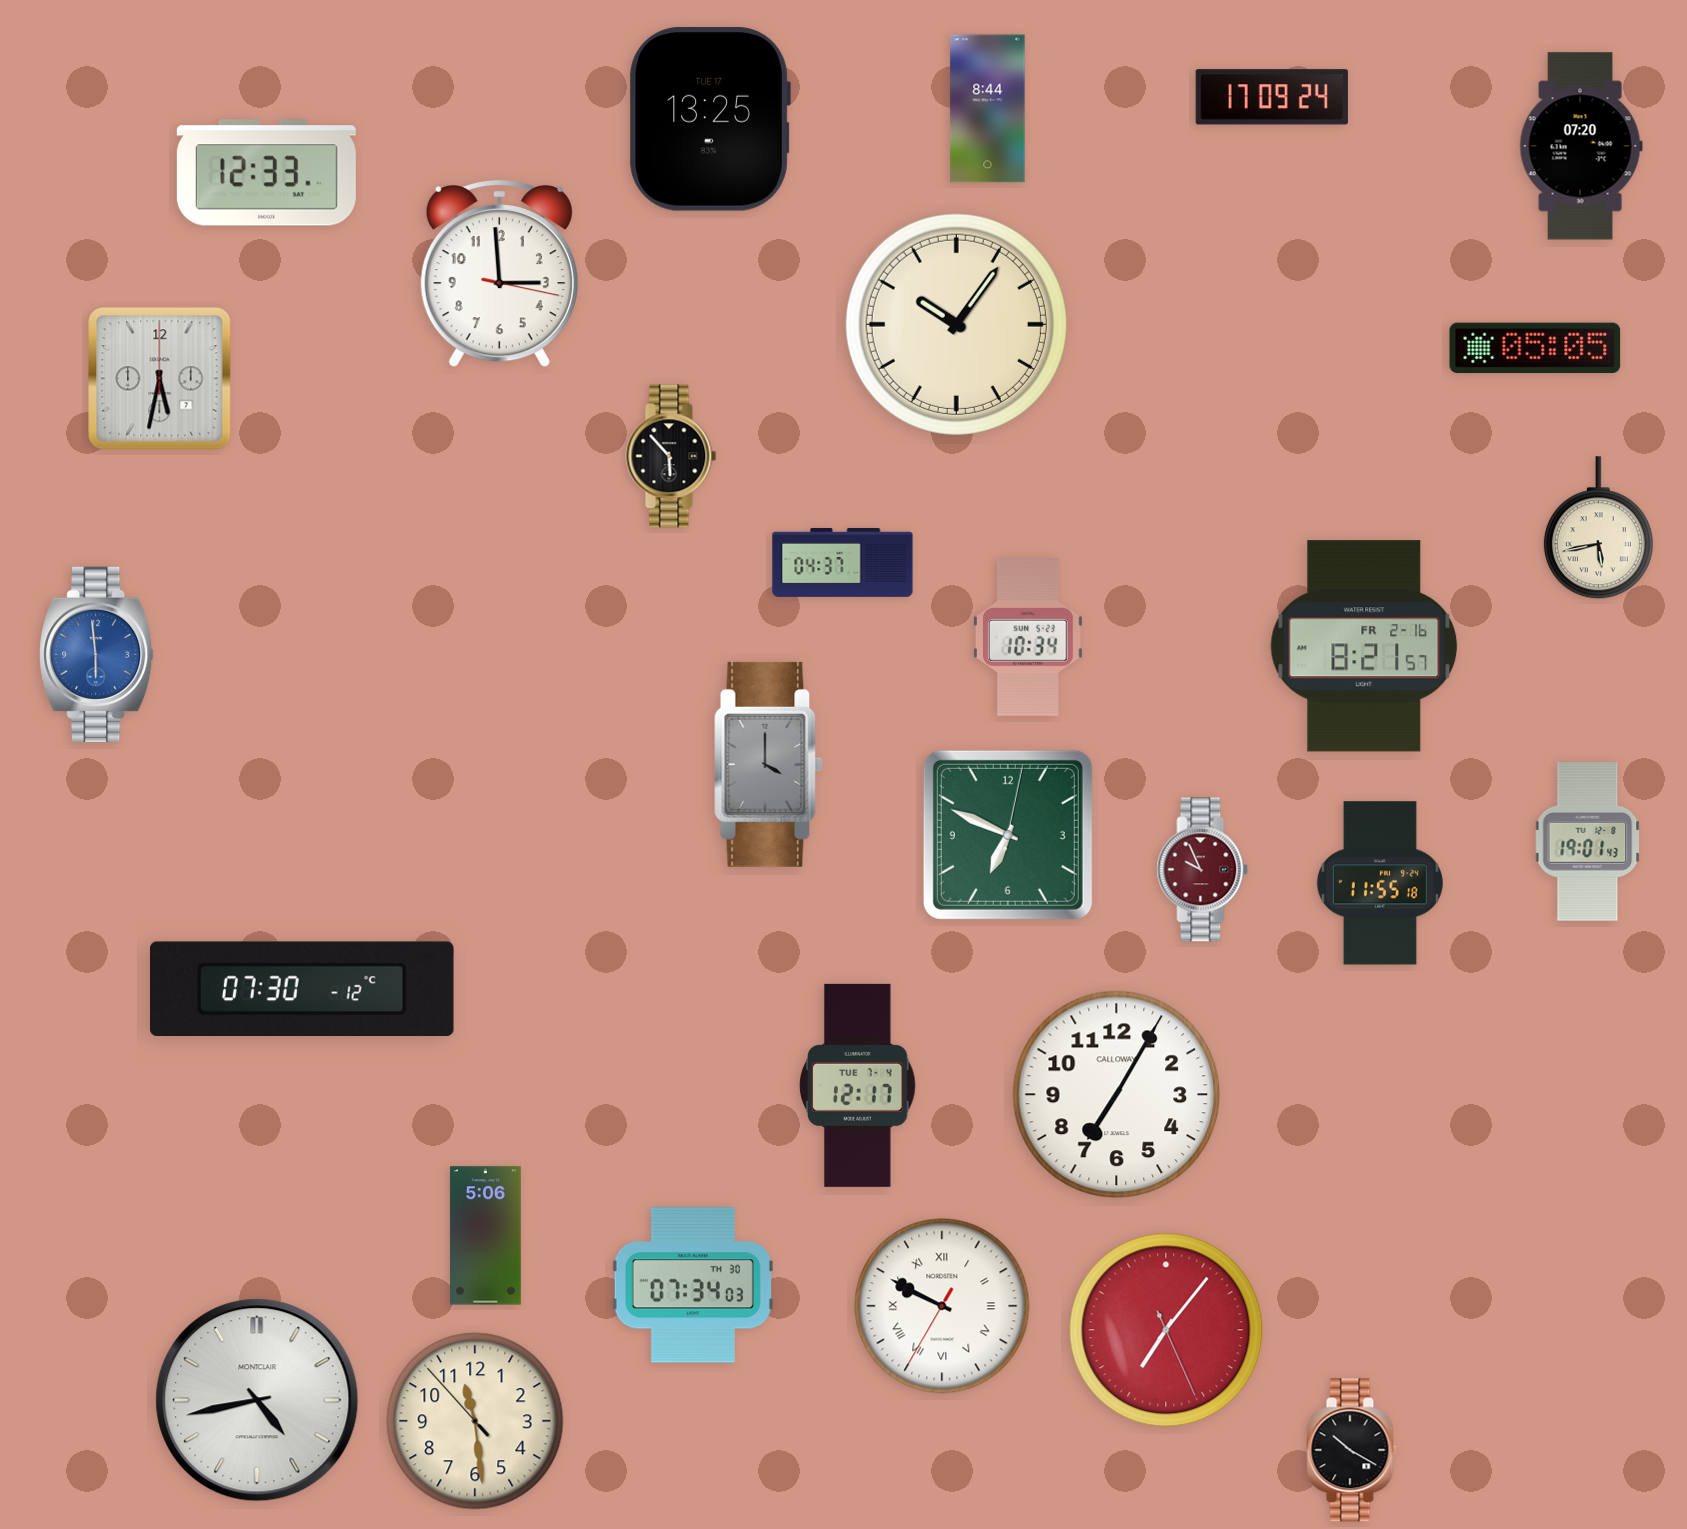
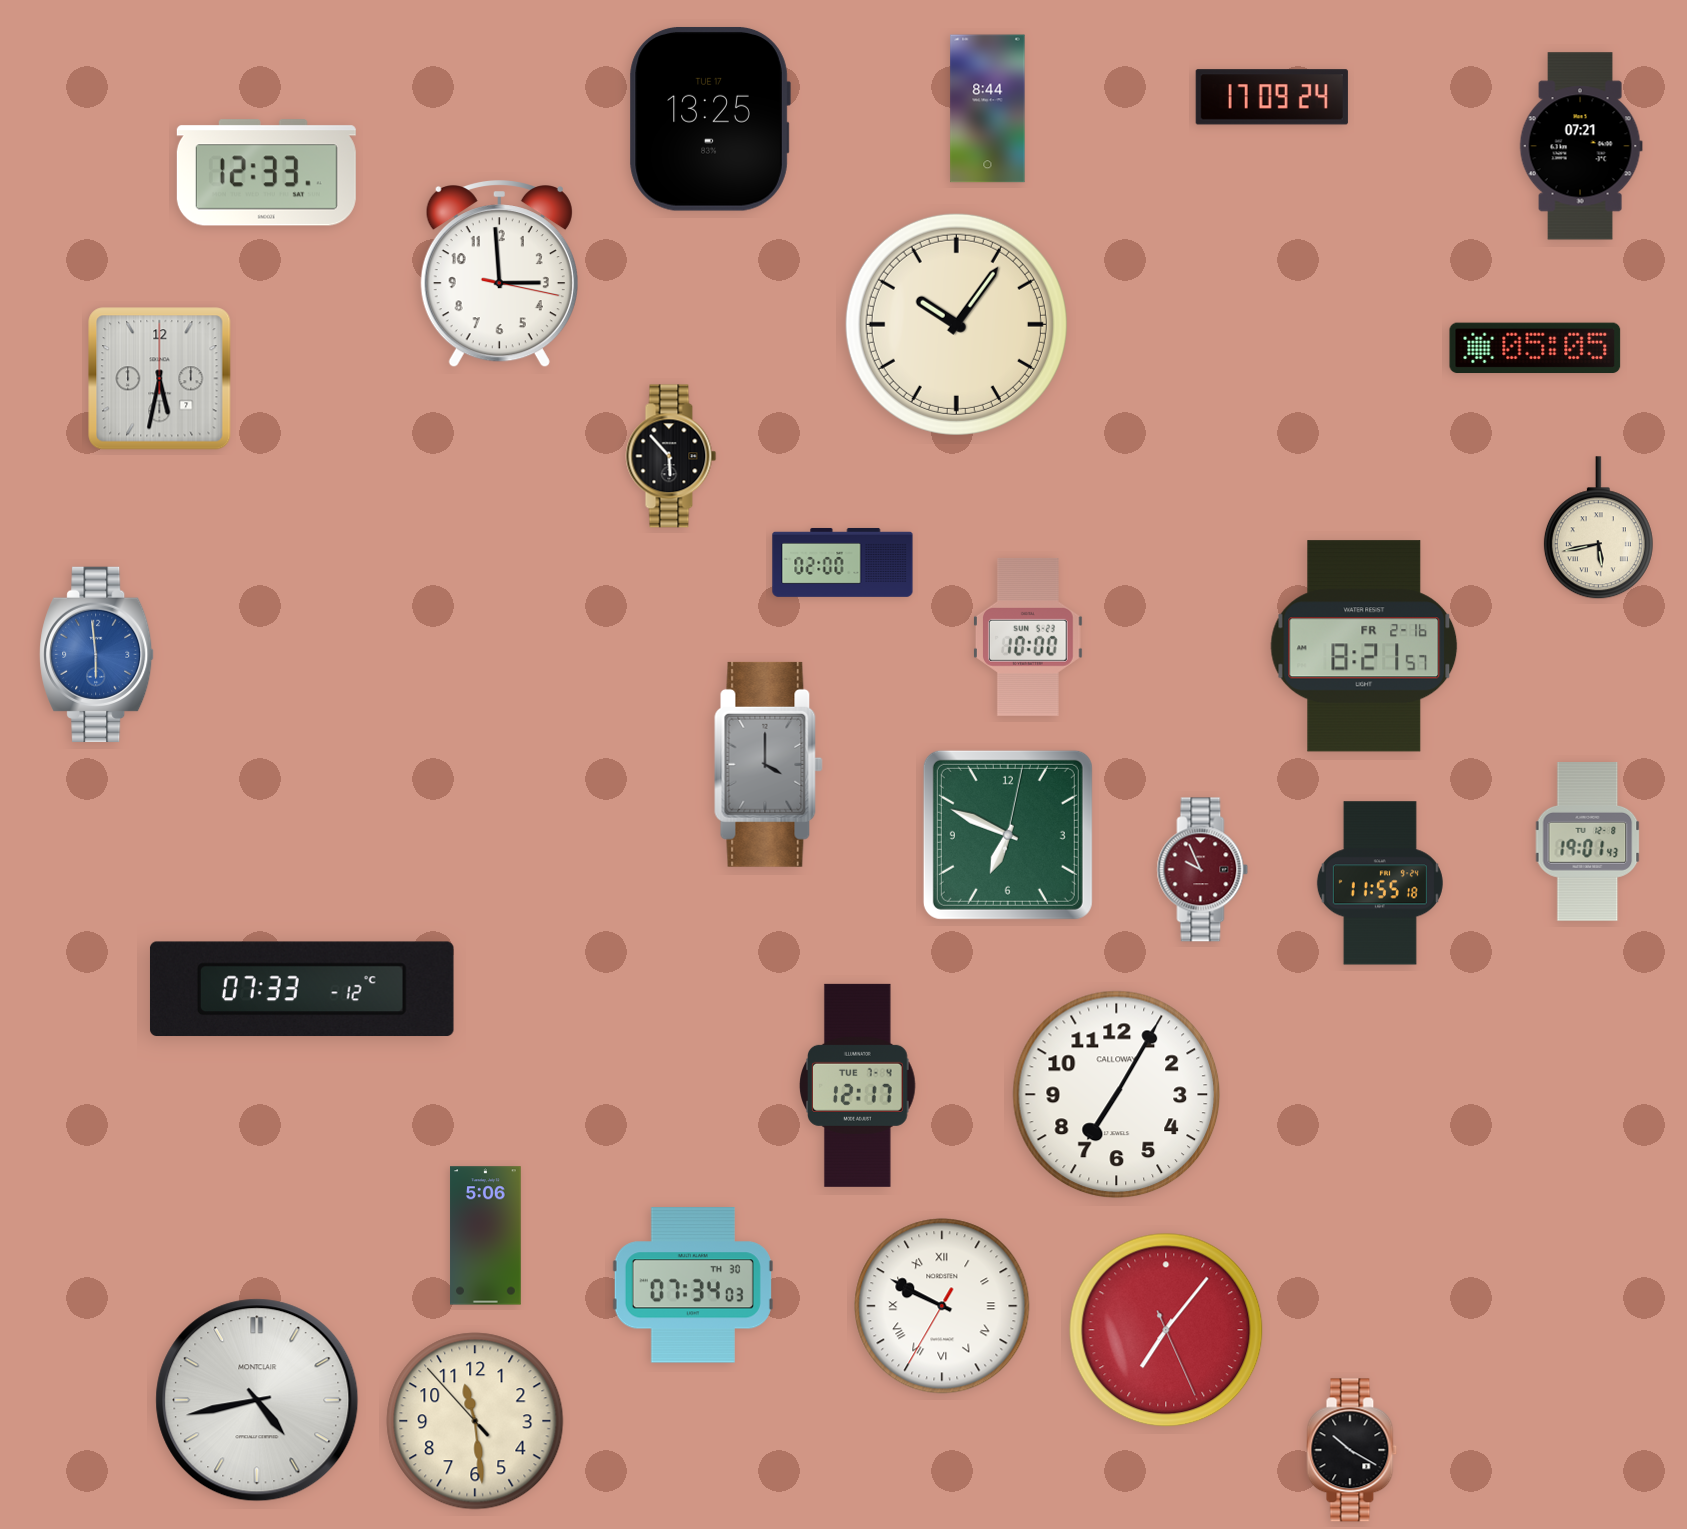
clock at (1581, 146): 07:20 -> 07:21
clock at (843, 562): 04:37 -> 02:00
clock at (1029, 637): 10:34 -> 10:00
clock at (302, 989): 07:30 -> 07:33
